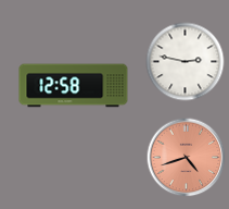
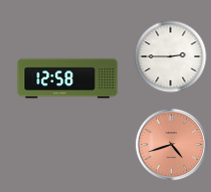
clock at (186, 62): 2:47 -> 2:45
